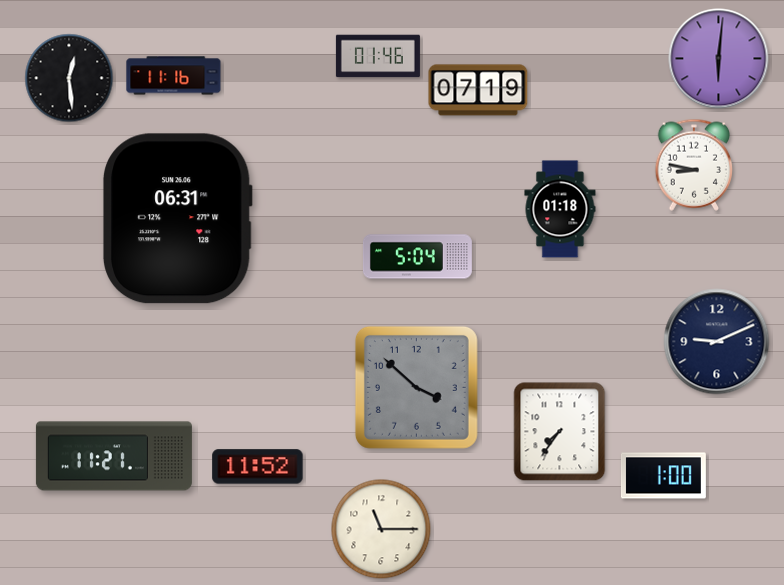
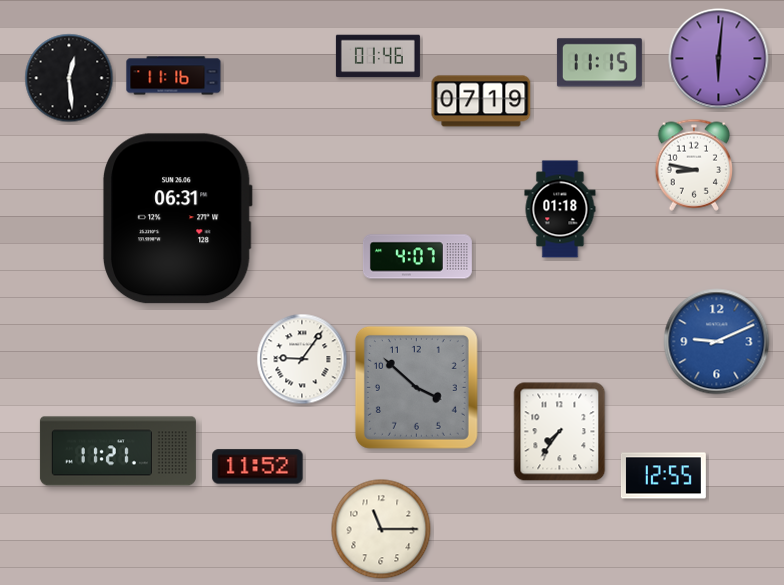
clock at (599, 63): none -> 11:15
clock at (478, 90) position: (478, 90) -> (481, 101)
clock at (417, 257): 5:04 -> 4:07
clock at (717, 342) dial: navy -> blue
clock at (302, 359): none -> 9:06
clock at (114, 456) position: (114, 456) -> (118, 451)
clock at (663, 476): 1:00 -> 12:55
